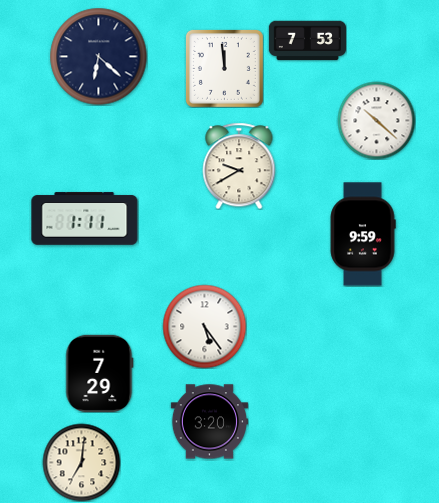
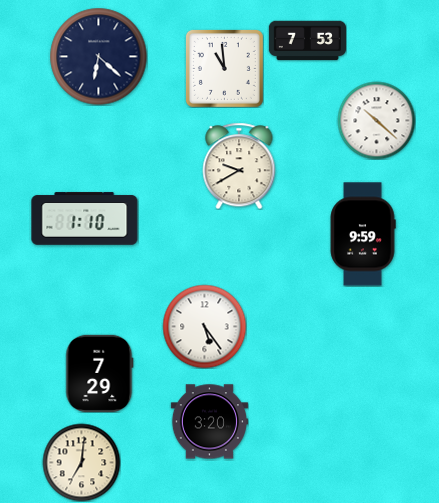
clock at (224, 68): 11:59 -> 10:59
clock at (85, 219): 1:11 -> 1:10
